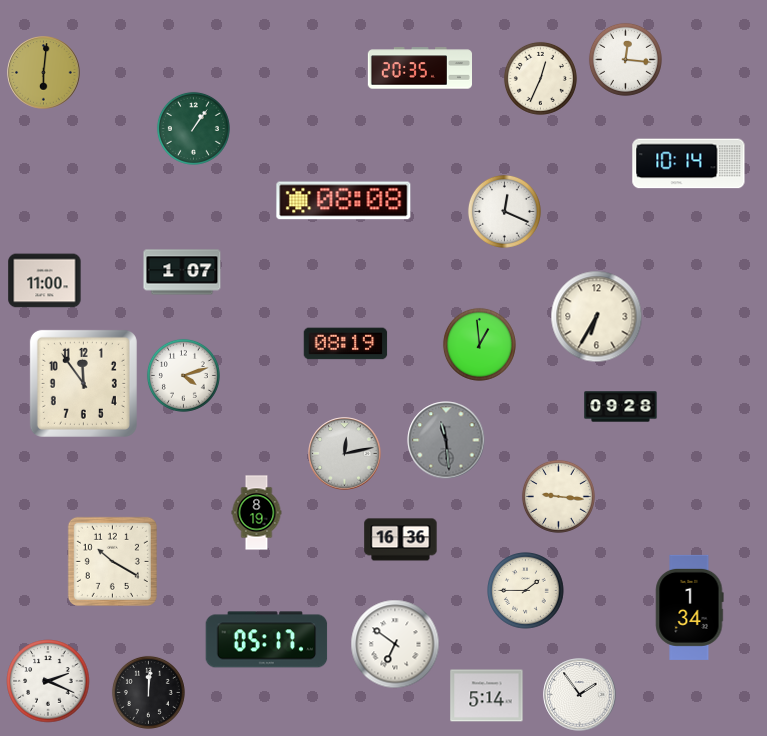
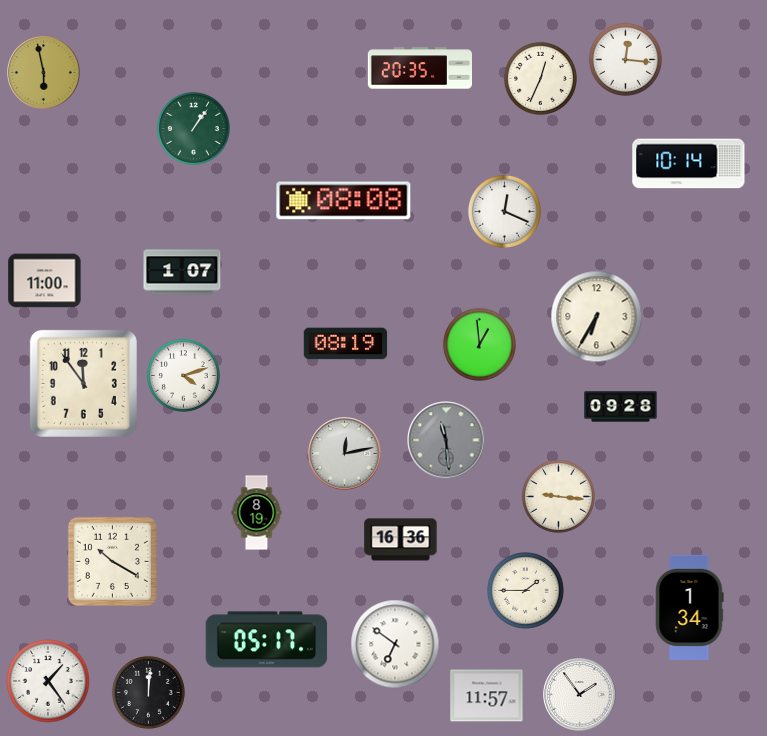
clock at (44, 73): 6:01 -> 5:58
clock at (48, 681): 2:19 -> 1:24
clock at (487, 696): 5:14 -> 11:57
